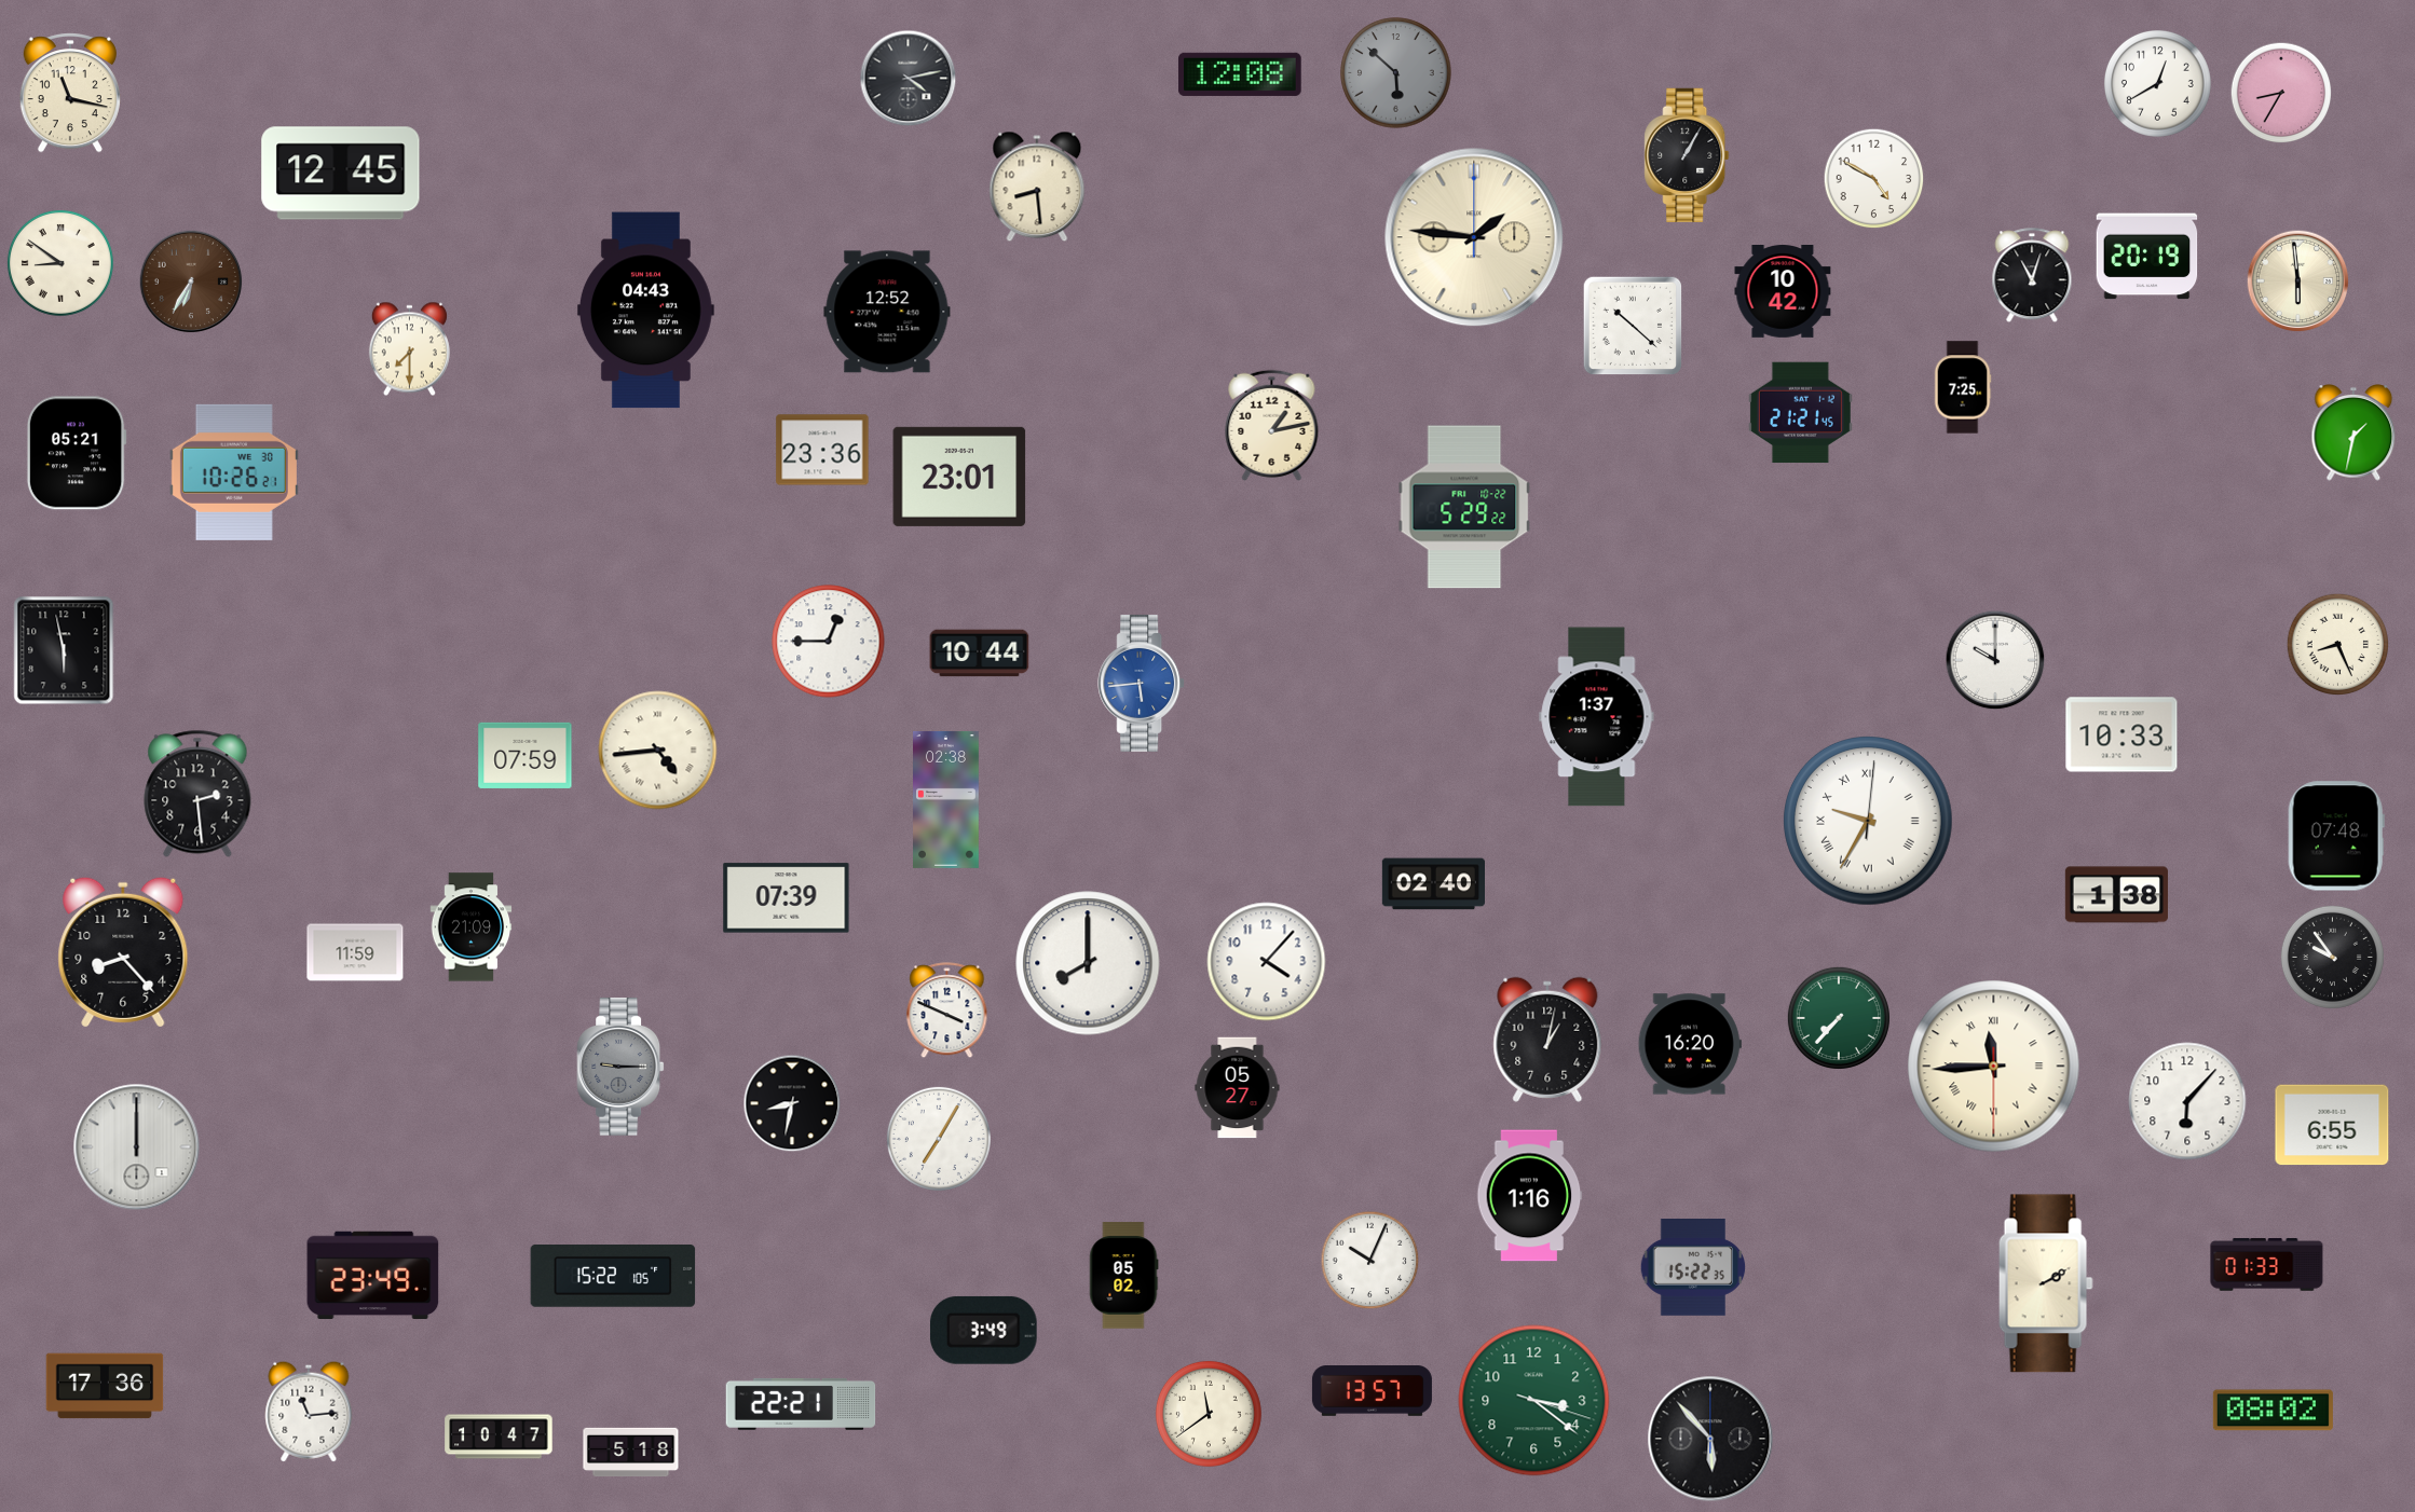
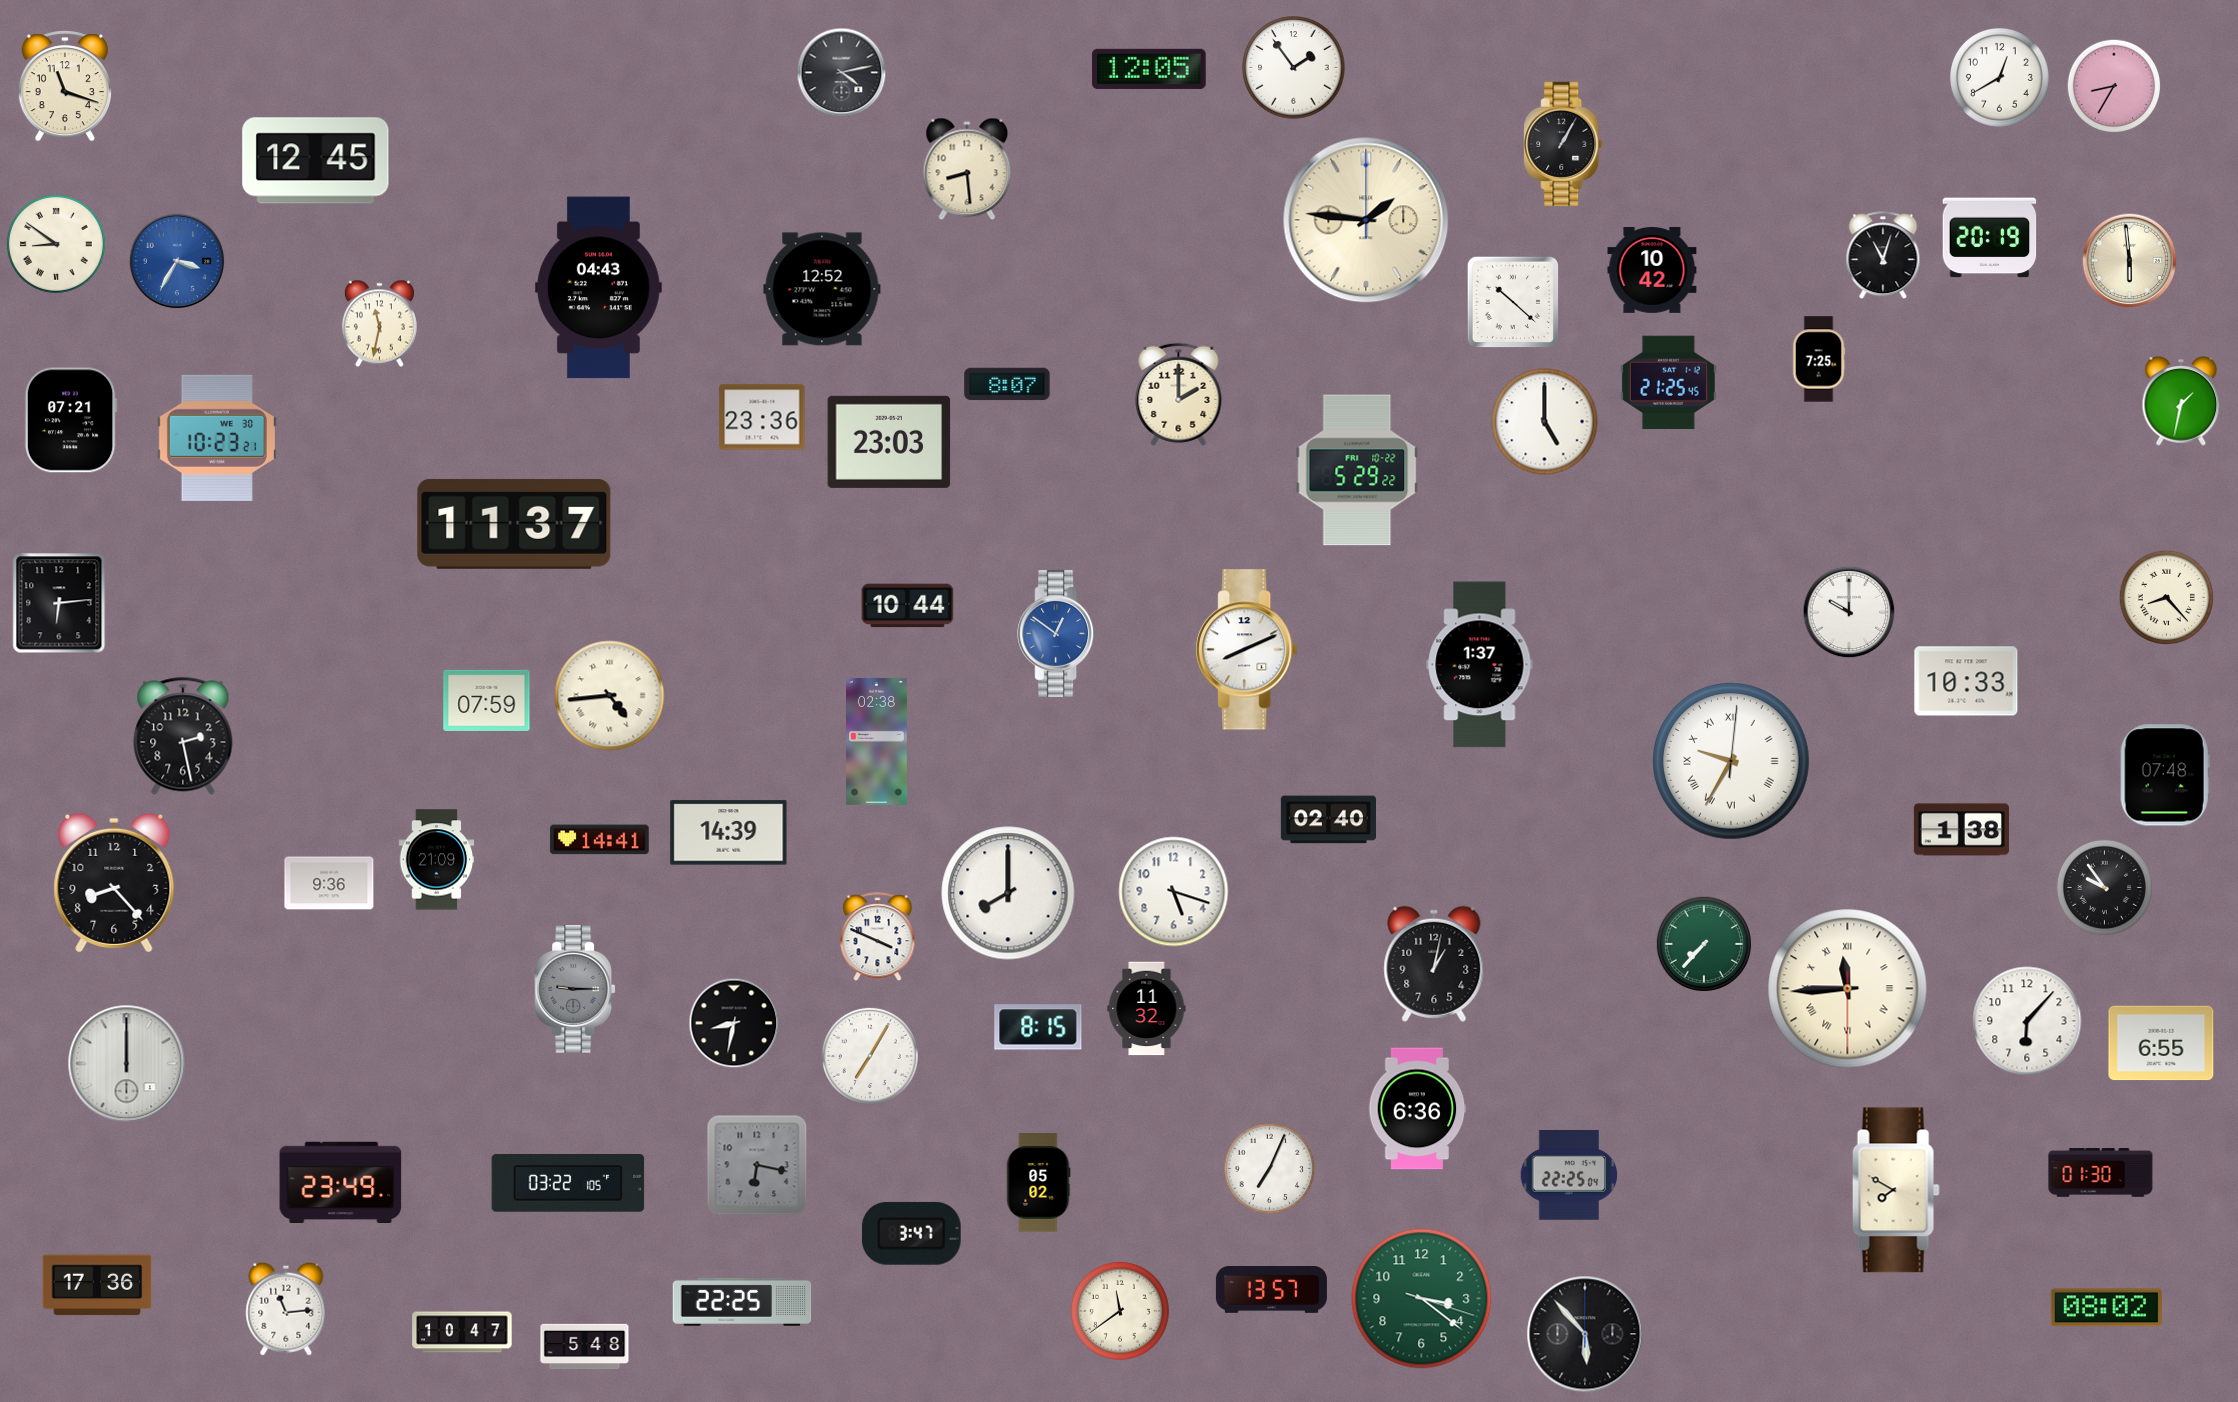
clock at (1396, 73): 5:52 -> 1:54
clock at (1396, 73) dial: grey -> white
clock at (1240, 74): 12:08 -> 12:05
clock at (70, 93): 11:17 -> 11:18
clock at (1874, 179): 4:50 -> none
clock at (1037, 187) position: (1037, 187) -> (967, 169)
clock at (191, 281): 6:35 -> 3:35
clock at (191, 281) dial: brown -> blue
clock at (409, 349): 7:30 -> 11:32
clock at (1800, 413): 21:21 -> 21:25
clock at (1007, 384): none -> 8:07
clock at (1272, 425): 1:13 -> 2:00
clock at (77, 453): 05:21 -> 07:21
clock at (1545, 422): none -> 5:00
clock at (234, 472): 10:26 -> 10:23
clock at (959, 477): 23:01 -> 23:03
clock at (514, 524): none -> 11:37
clock at (829, 642): 12:45 -> none
clock at (2337, 644): 8:26 -> 8:23
clock at (64, 650): 5:58 -> 6:14
clock at (1142, 683): 5:44 -> 12:51
clock at (1247, 650): none -> 8:11
clock at (197, 794): 2:29 -> 2:28
clock at (787, 898): 07:39 -> 14:39
clock at (600, 840): none -> 14:41
clock at (355, 952): 11:59 -> 9:36
clock at (2332, 957) position: (2332, 957) -> (2104, 887)
clock at (1267, 962): 4:07 -> 5:18
clock at (1690, 1044): 16:20 -> none
clock at (1238, 1088): 05:27 -> 11:32
clock at (1038, 1027): none -> 8:15
clock at (1530, 1196): 1:16 -> 6:36
clock at (757, 1165): none -> 6:17
clock at (1370, 1261): 10:04 -> 7:04
clock at (2267, 1265): 01:33 -> 01:30
clock at (1693, 1268): 15:22 -> 22:25
clock at (373, 1275) position: (373, 1275) -> (341, 1182)
clock at (1123, 1276) position: (1123, 1276) -> (1038, 1183)
clock at (613, 1277): 15:22 -> 03:22
clock at (2046, 1283): 2:10 -> 7:50
clock at (983, 1330): 3:49 -> 3:47
clock at (801, 1404): 22:21 -> 22:25
clock at (631, 1453): 5:18 -> 5:48
